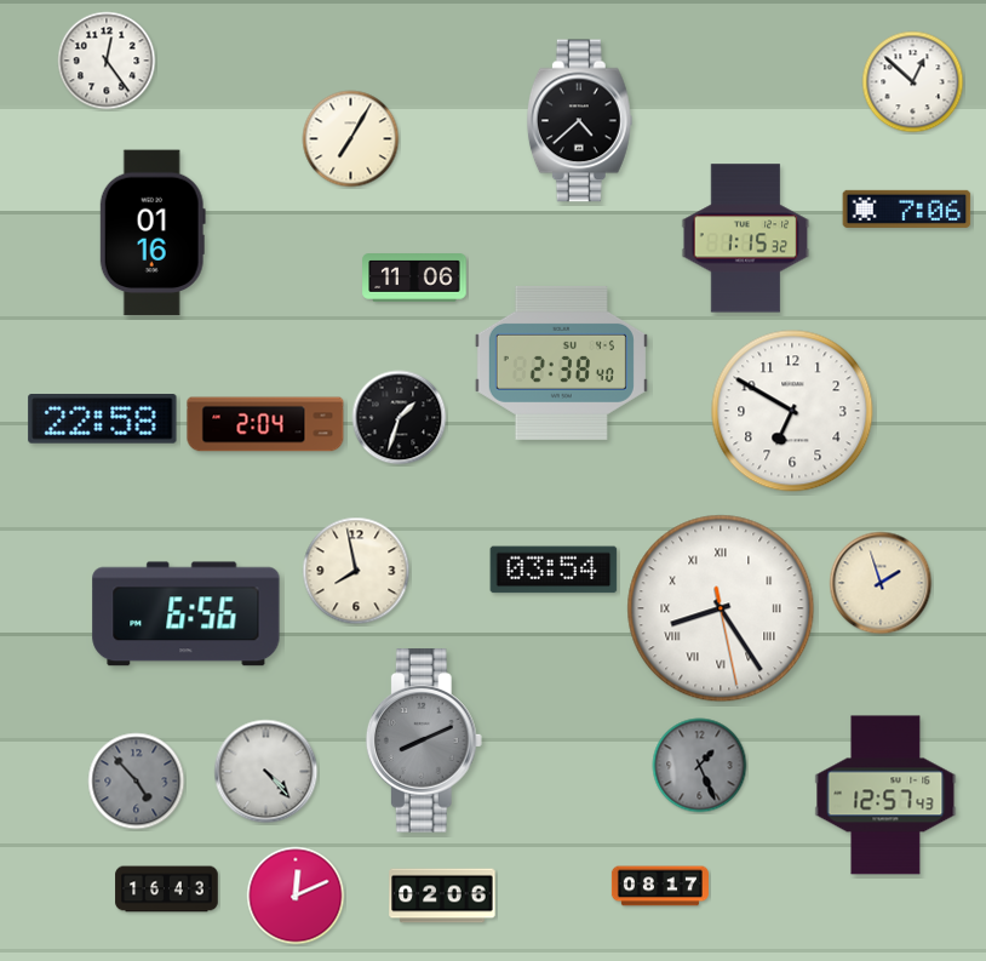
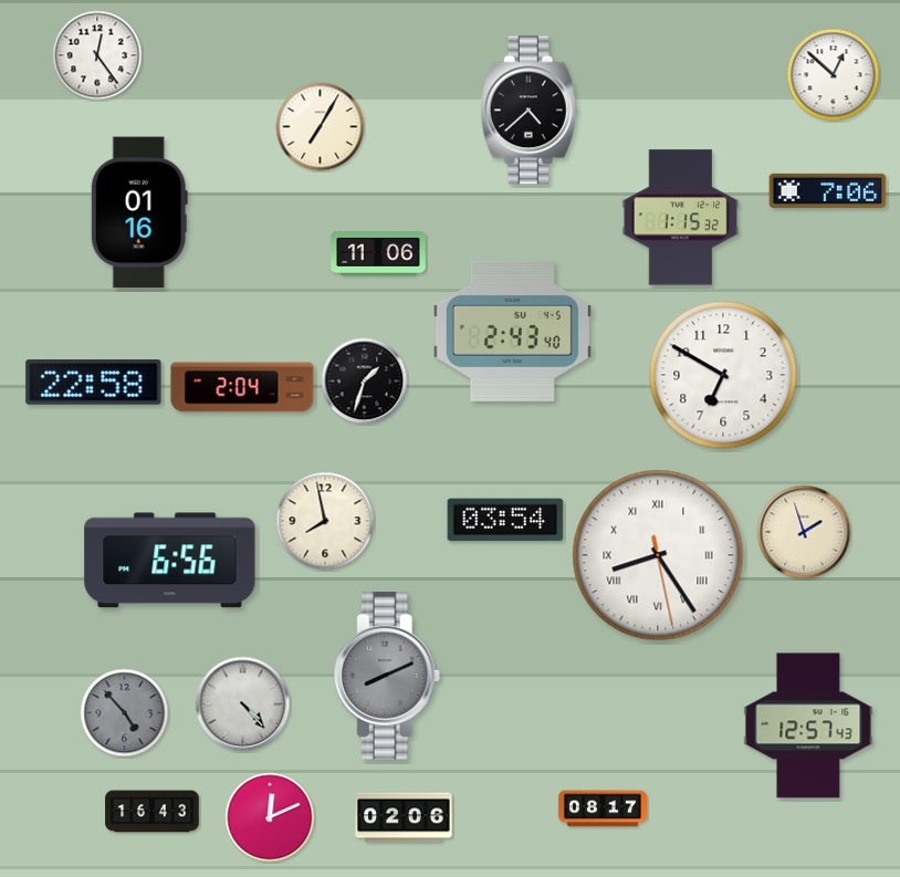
clock at (561, 362): 2:38 -> 2:43
clock at (700, 766): 1:26 -> none
